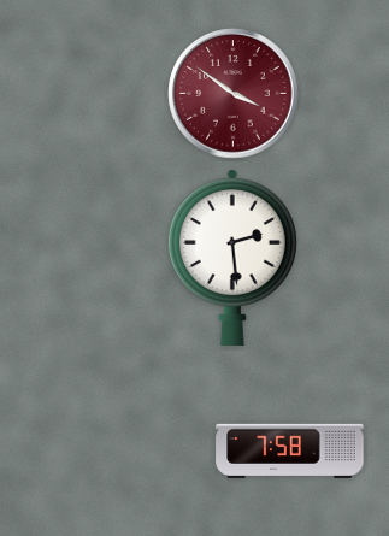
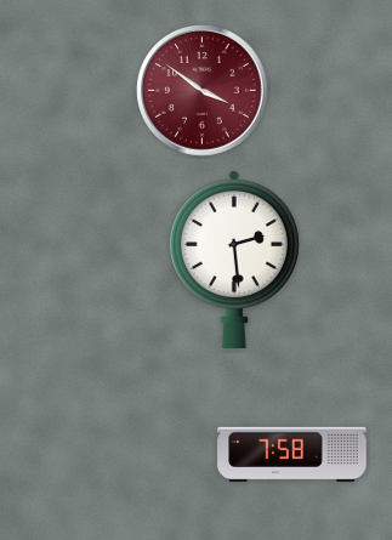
clock at (234, 94) position: (234, 94) -> (203, 91)
